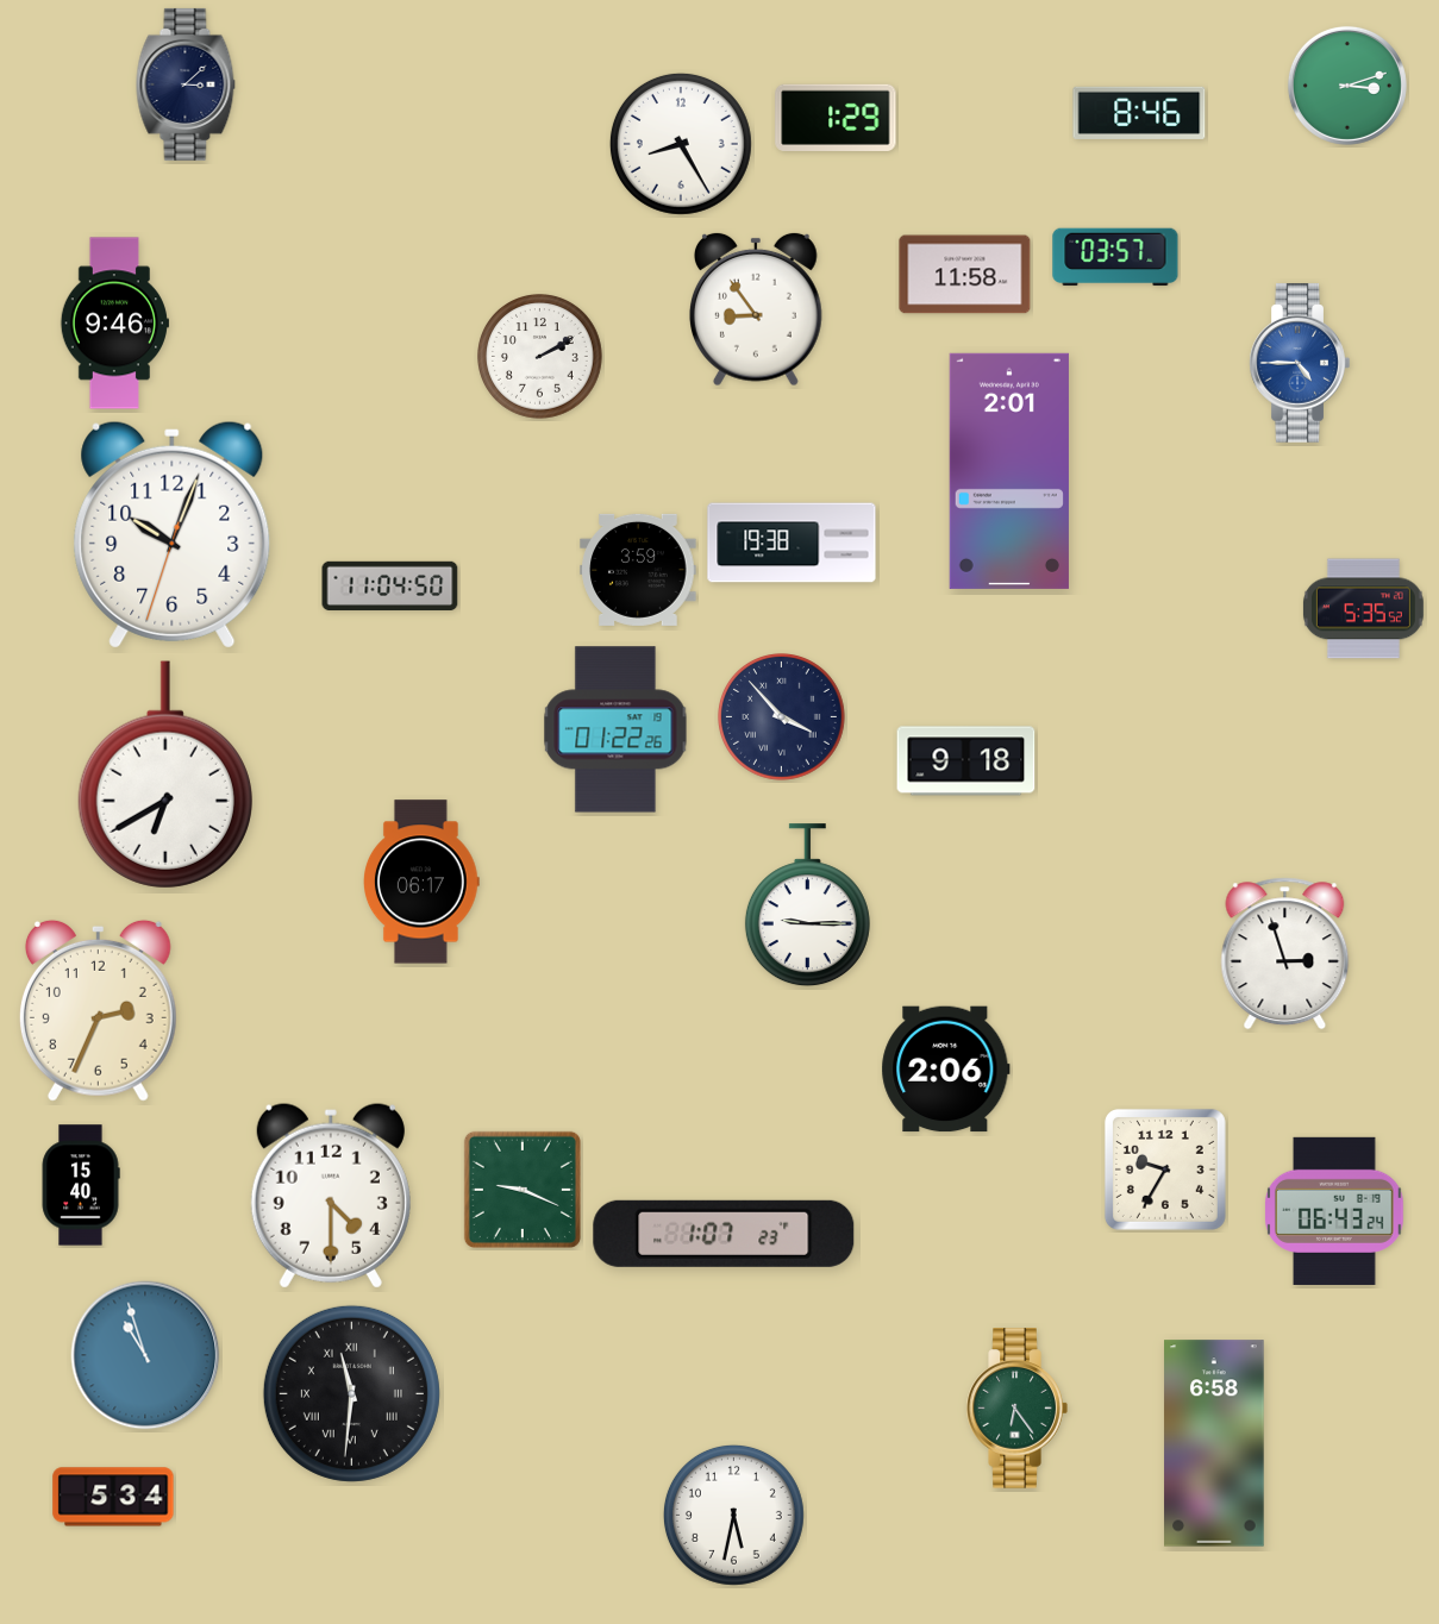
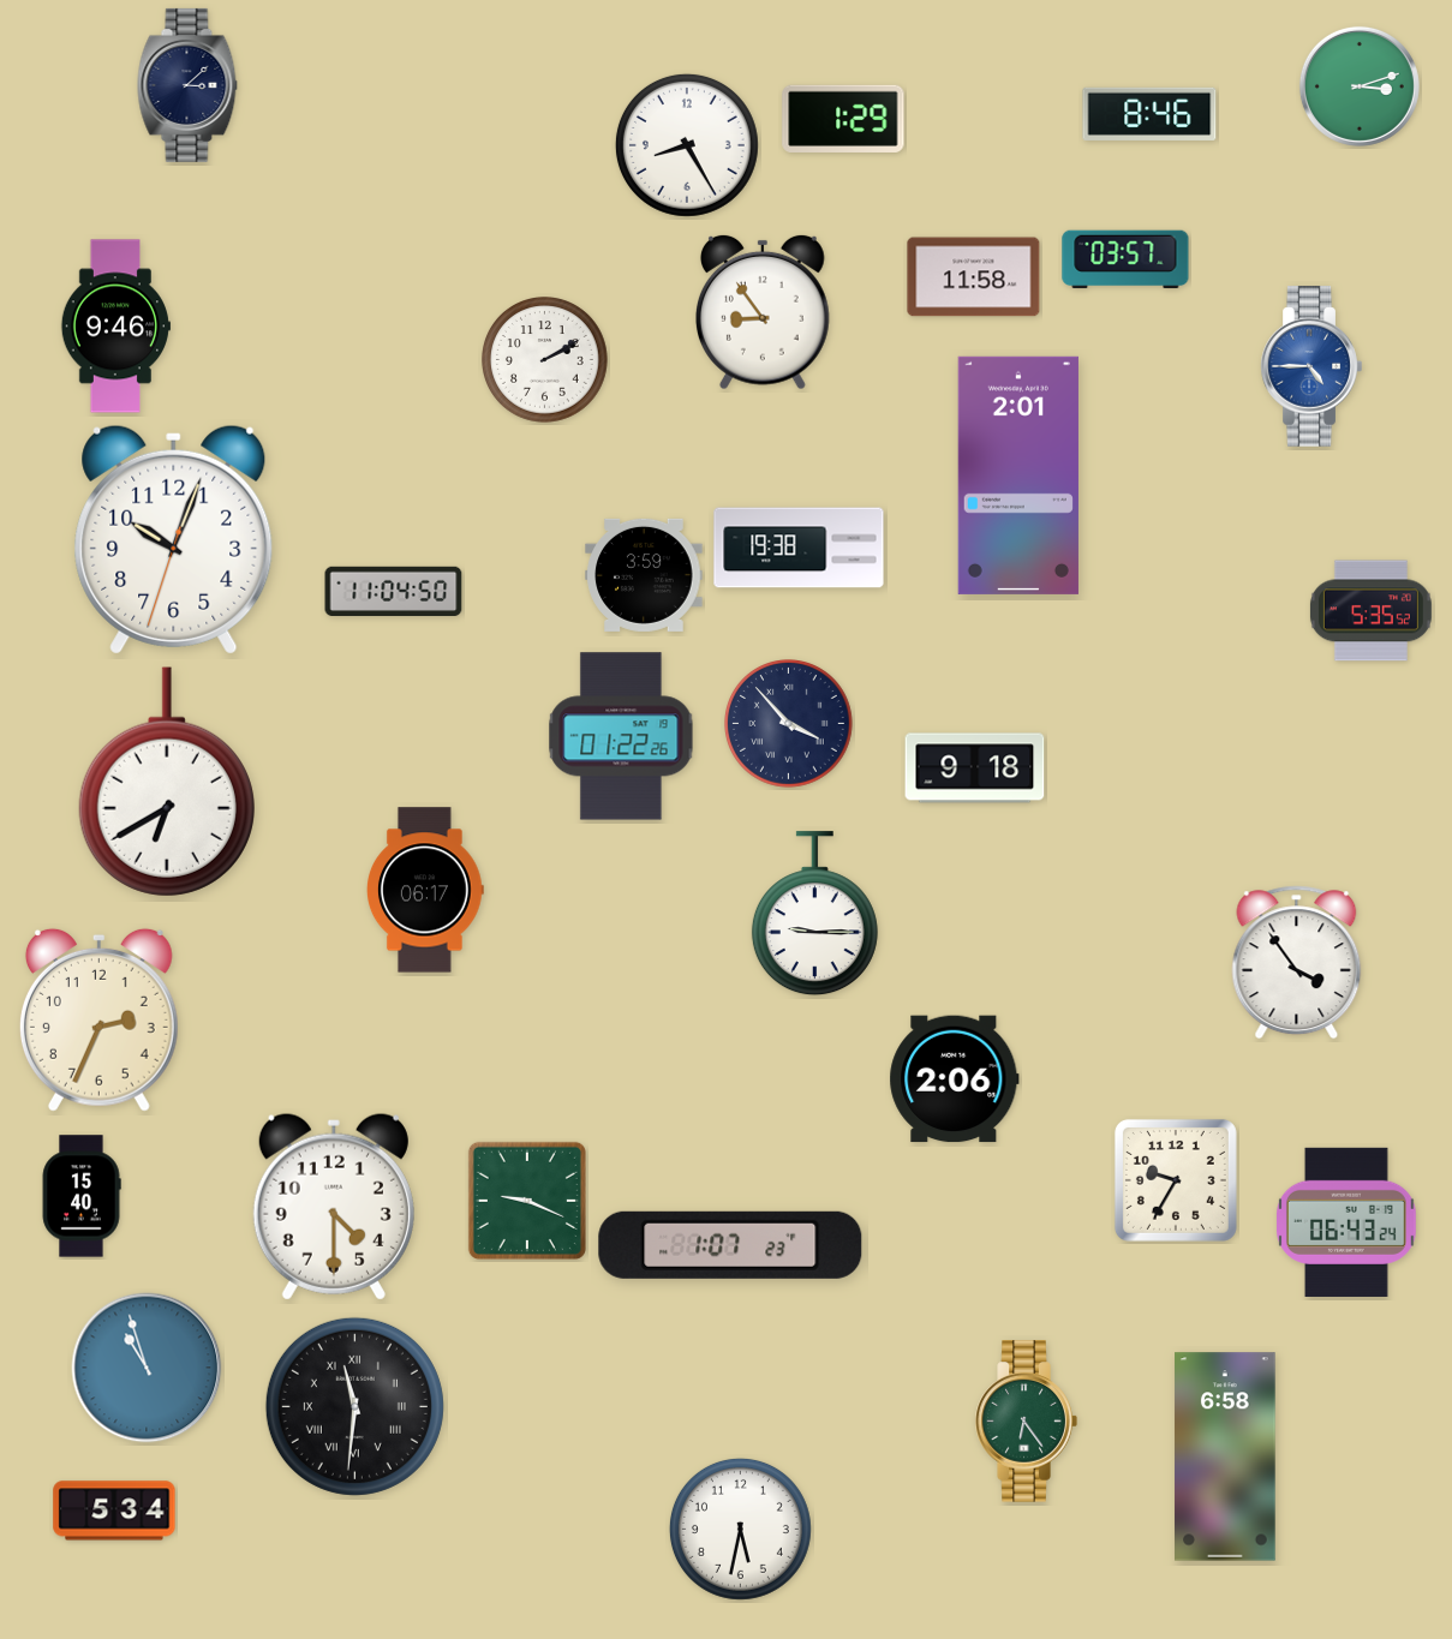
clock at (1363, 609) position: (1363, 609) -> (1370, 611)
clock at (1285, 954): 2:57 -> 3:54
